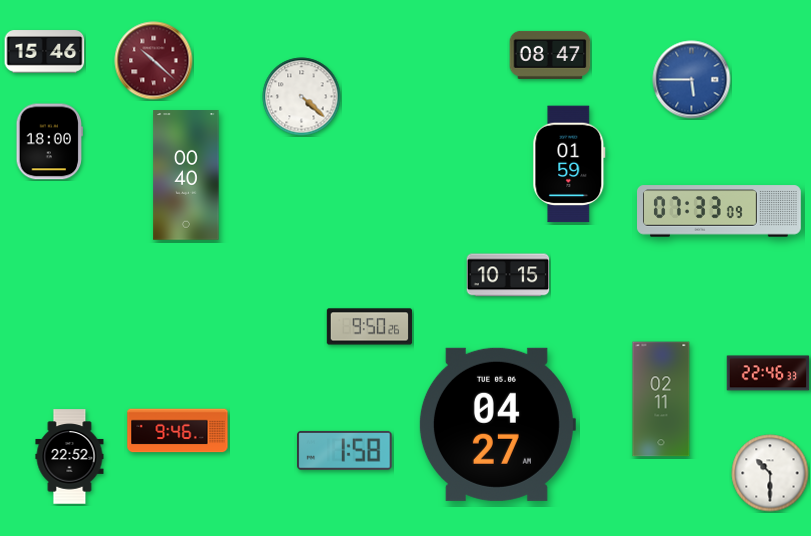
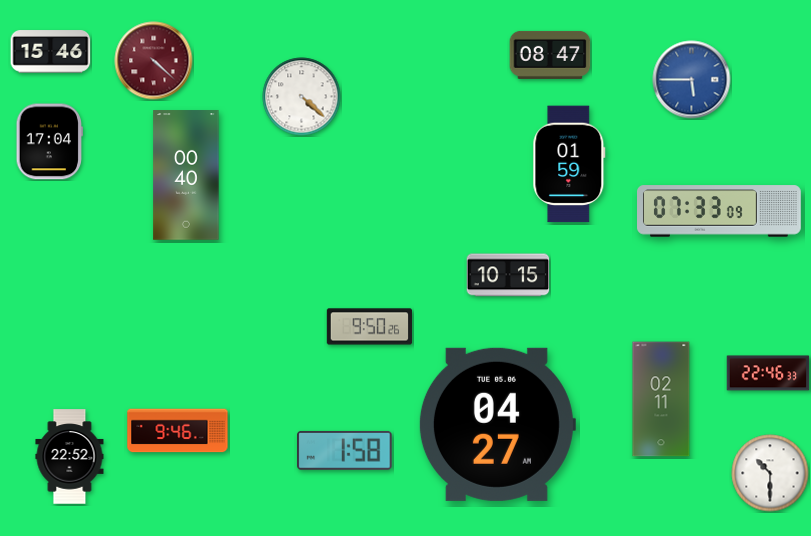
clock at (45, 52) position: (45, 52) -> (51, 52)
clock at (154, 61): 10:22 -> 4:22
clock at (49, 142): 18:00 -> 17:04
